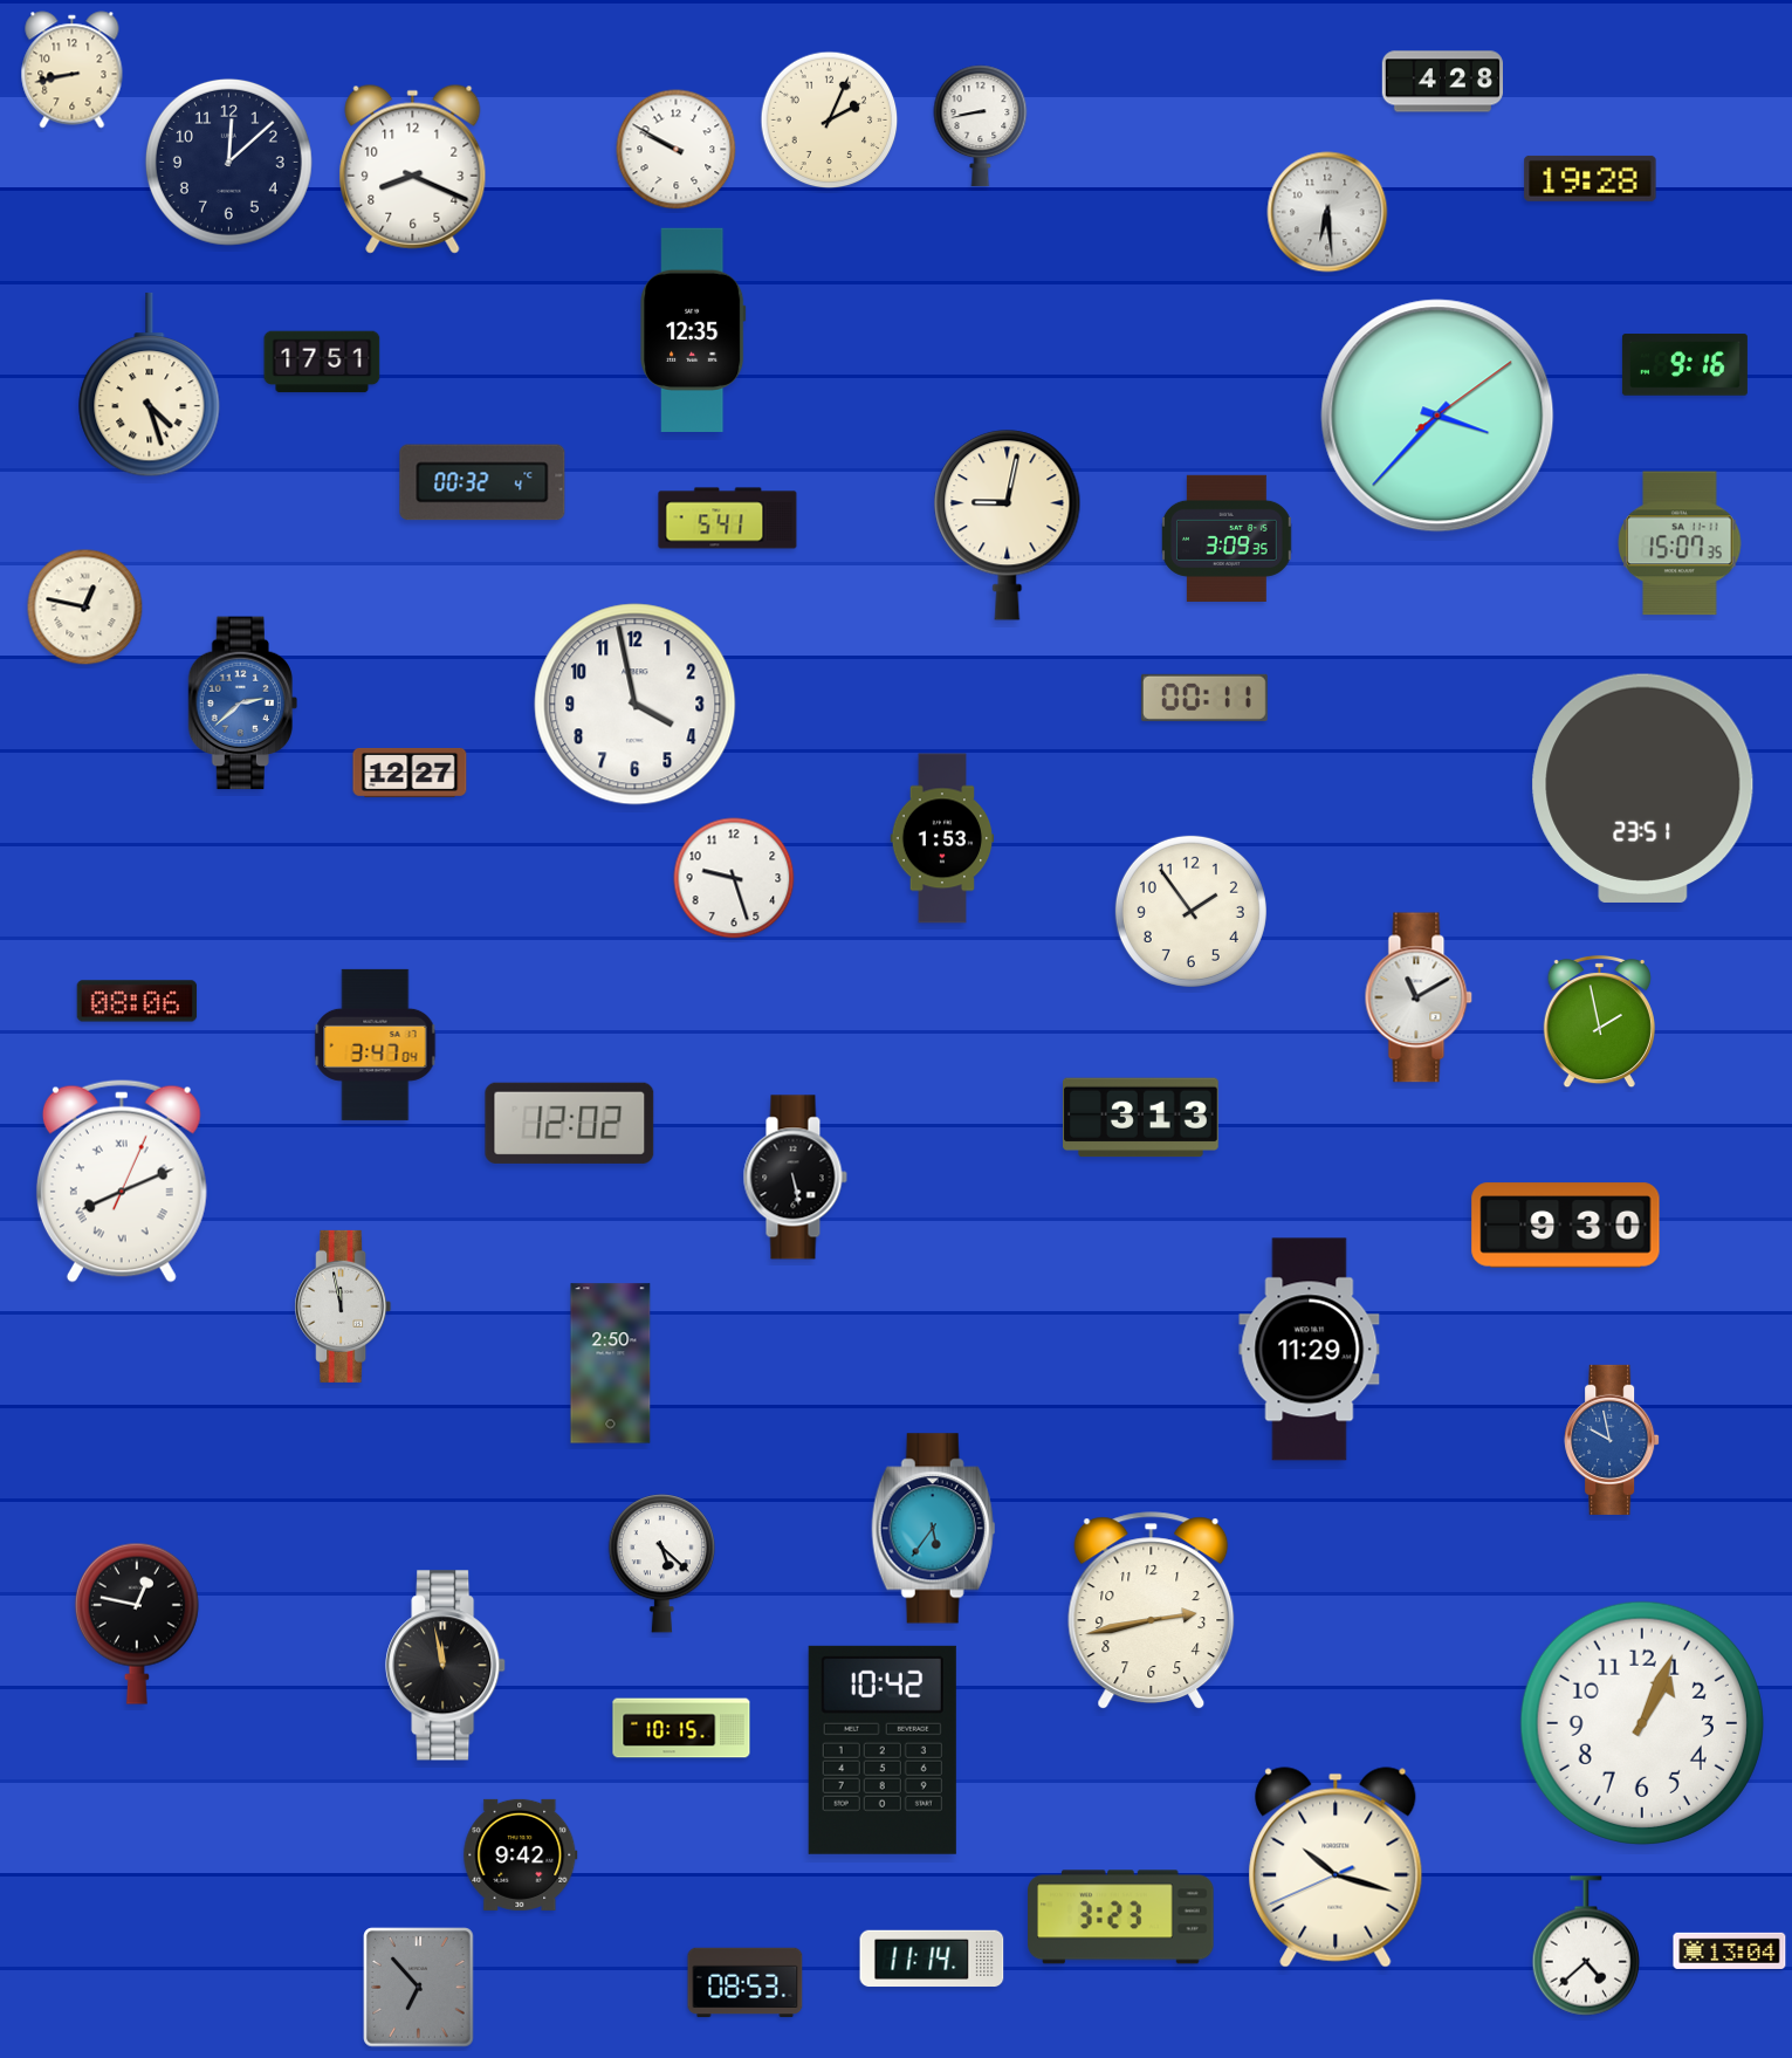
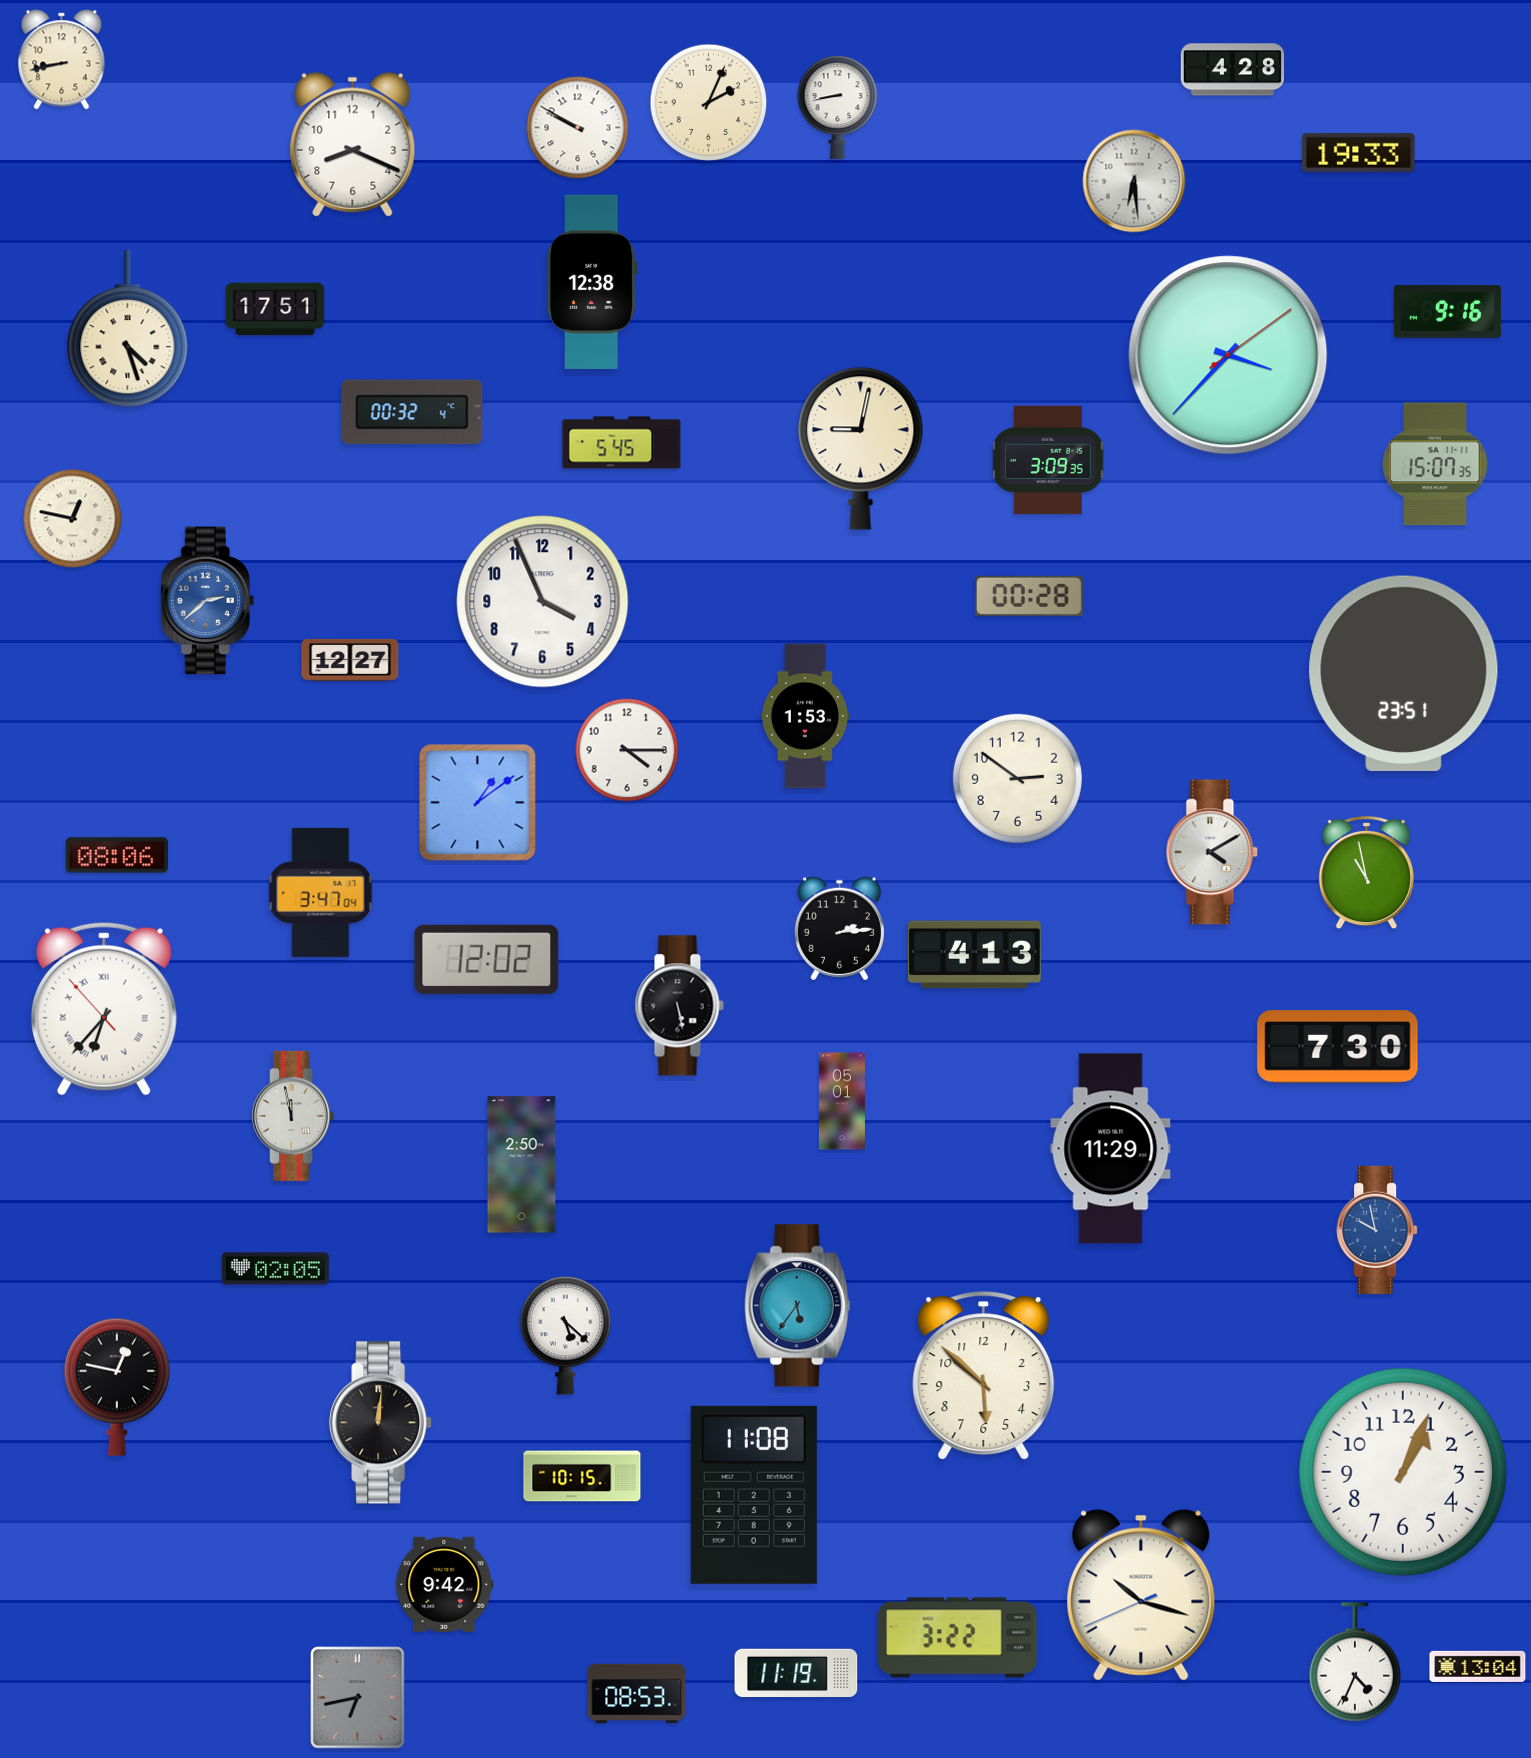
clock at (228, 162): 12:08 -> none
clock at (1591, 178): 19:28 -> 19:33
clock at (693, 330): 12:35 -> 12:38
clock at (1684, 365) position: (1684, 365) -> (1447, 312)
clock at (728, 519): 5:41 -> 5:45
clock at (1204, 698): 00:11 -> 00:28
clock at (636, 705): 3:58 -> 3:56
clock at (734, 878): 9:27 -> 4:15
clock at (1190, 911): 1:54 -> 2:51
clock at (478, 803): none -> 1:09
clock at (1419, 997): 11:10 -> 4:10
clock at (1599, 1022): 1:58 -> 10:58
clock at (839, 929): none -> 2:14
clock at (1141, 1118): 3:13 -> 4:13
clock at (122, 1181): 8:11 -> 6:36
clock at (1566, 1226): 9:30 -> 7:30
clock at (842, 1101): none -> 05:01
clock at (1310, 1350) position: (1310, 1350) -> (1111, 1149)
clock at (275, 1269): none -> 02:05
clock at (1152, 1611): 2:43 -> 5:52
clock at (446, 1666): 11:58 -> 12:01
clock at (883, 1750): 10:42 -> 11:08
clock at (1121, 1918): 3:23 -> 3:22
clock at (1585, 1946): 4:38 -> 4:34
clock at (932, 1958): 11:14 -> 11:19
clock at (419, 1988): 6:53 -> 6:43
